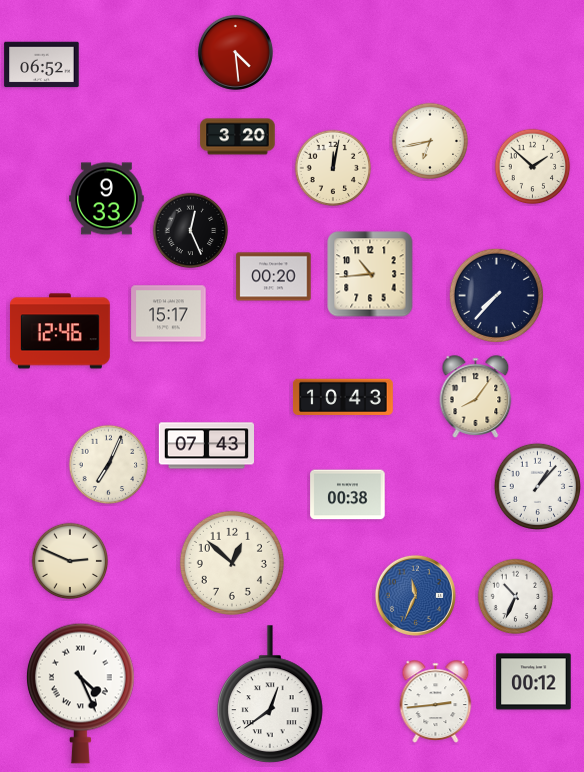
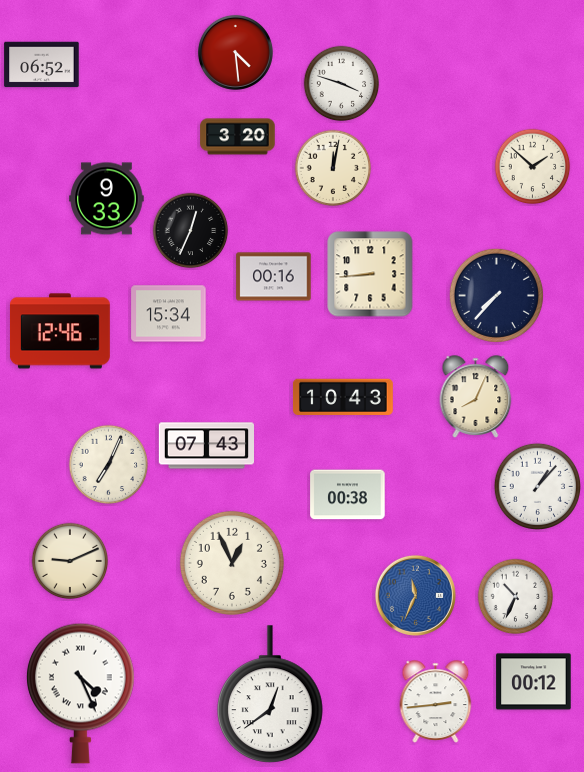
clock at (342, 84): none -> 3:48
clock at (430, 141): 6:43 -> none
clock at (191, 231): 12:26 -> 12:34
clock at (370, 274): 10:44 -> 8:44
clock at (274, 277): 00:20 -> 00:16
clock at (169, 314): 15:17 -> 15:34
clock at (476, 397): 8:06 -> 8:04
clock at (70, 561): 2:49 -> 9:11
clock at (232, 563): 12:52 -> 12:56
